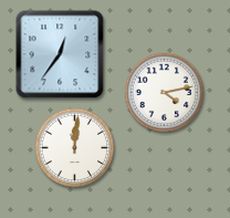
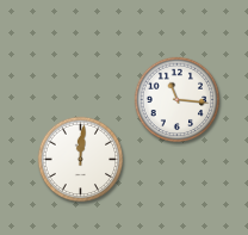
clock at (60, 54): 12:36 -> none
clock at (165, 93): 4:13 -> 11:16
